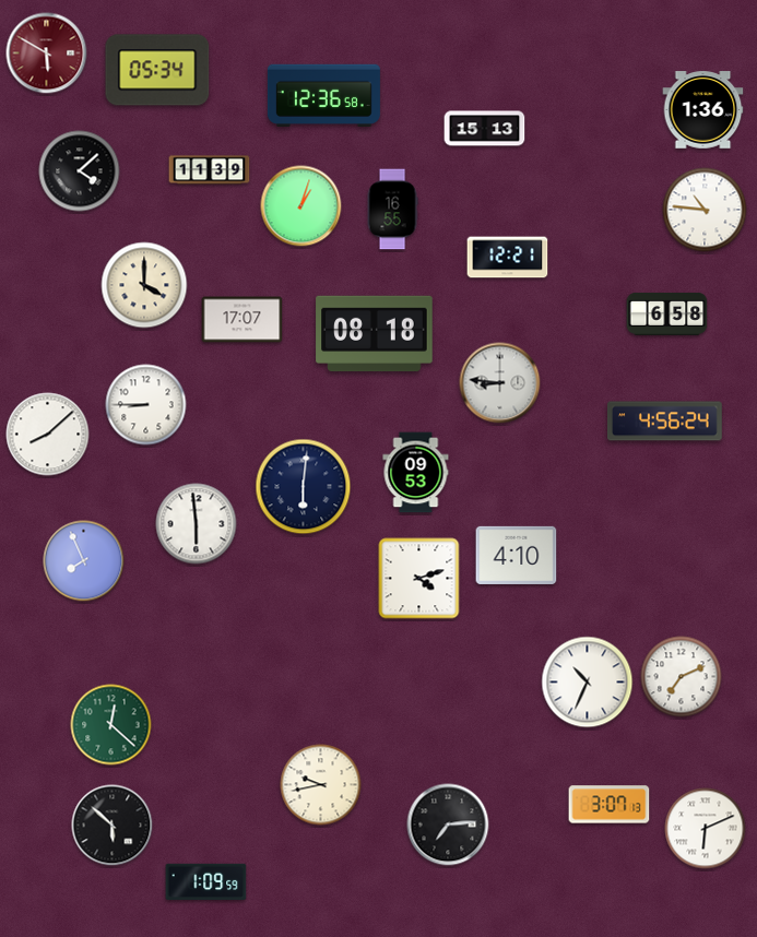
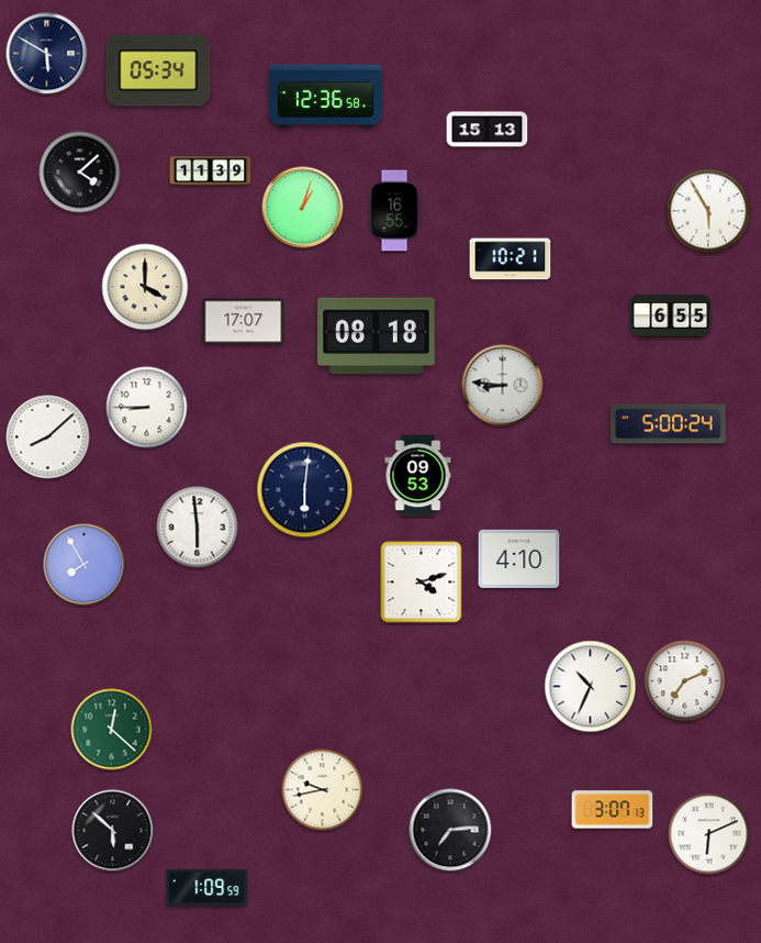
clock at (47, 54) dial: burgundy -> navy
clock at (703, 110): 1:36 -> none
clock at (705, 210): 10:46 -> 5:55
clock at (508, 258): 12:21 -> 10:21
clock at (667, 313): 6:58 -> 6:55
clock at (665, 422): 4:56 -> 5:00
clock at (84, 561): 7:56 -> 7:55
